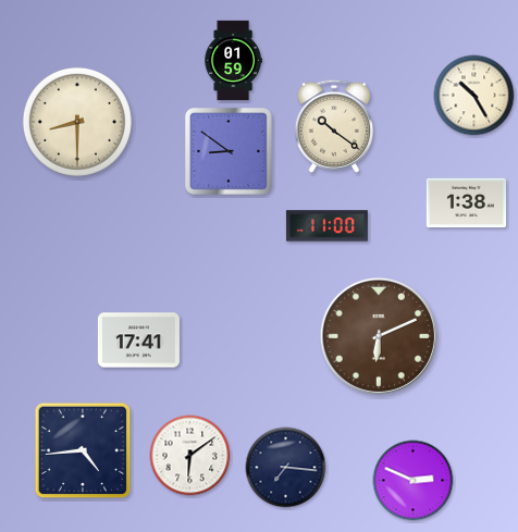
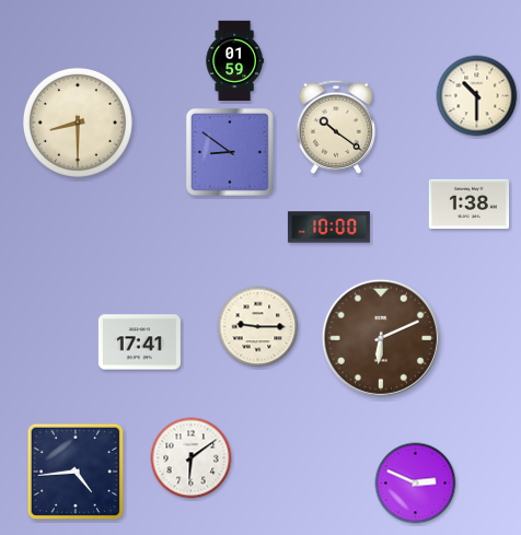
clock at (474, 96): 10:25 -> 10:30
clock at (326, 226): 11:00 -> 10:00
clock at (258, 327): none -> 9:15
clock at (83, 450) position: (83, 450) -> (76, 472)
clock at (286, 468): 7:16 -> none
